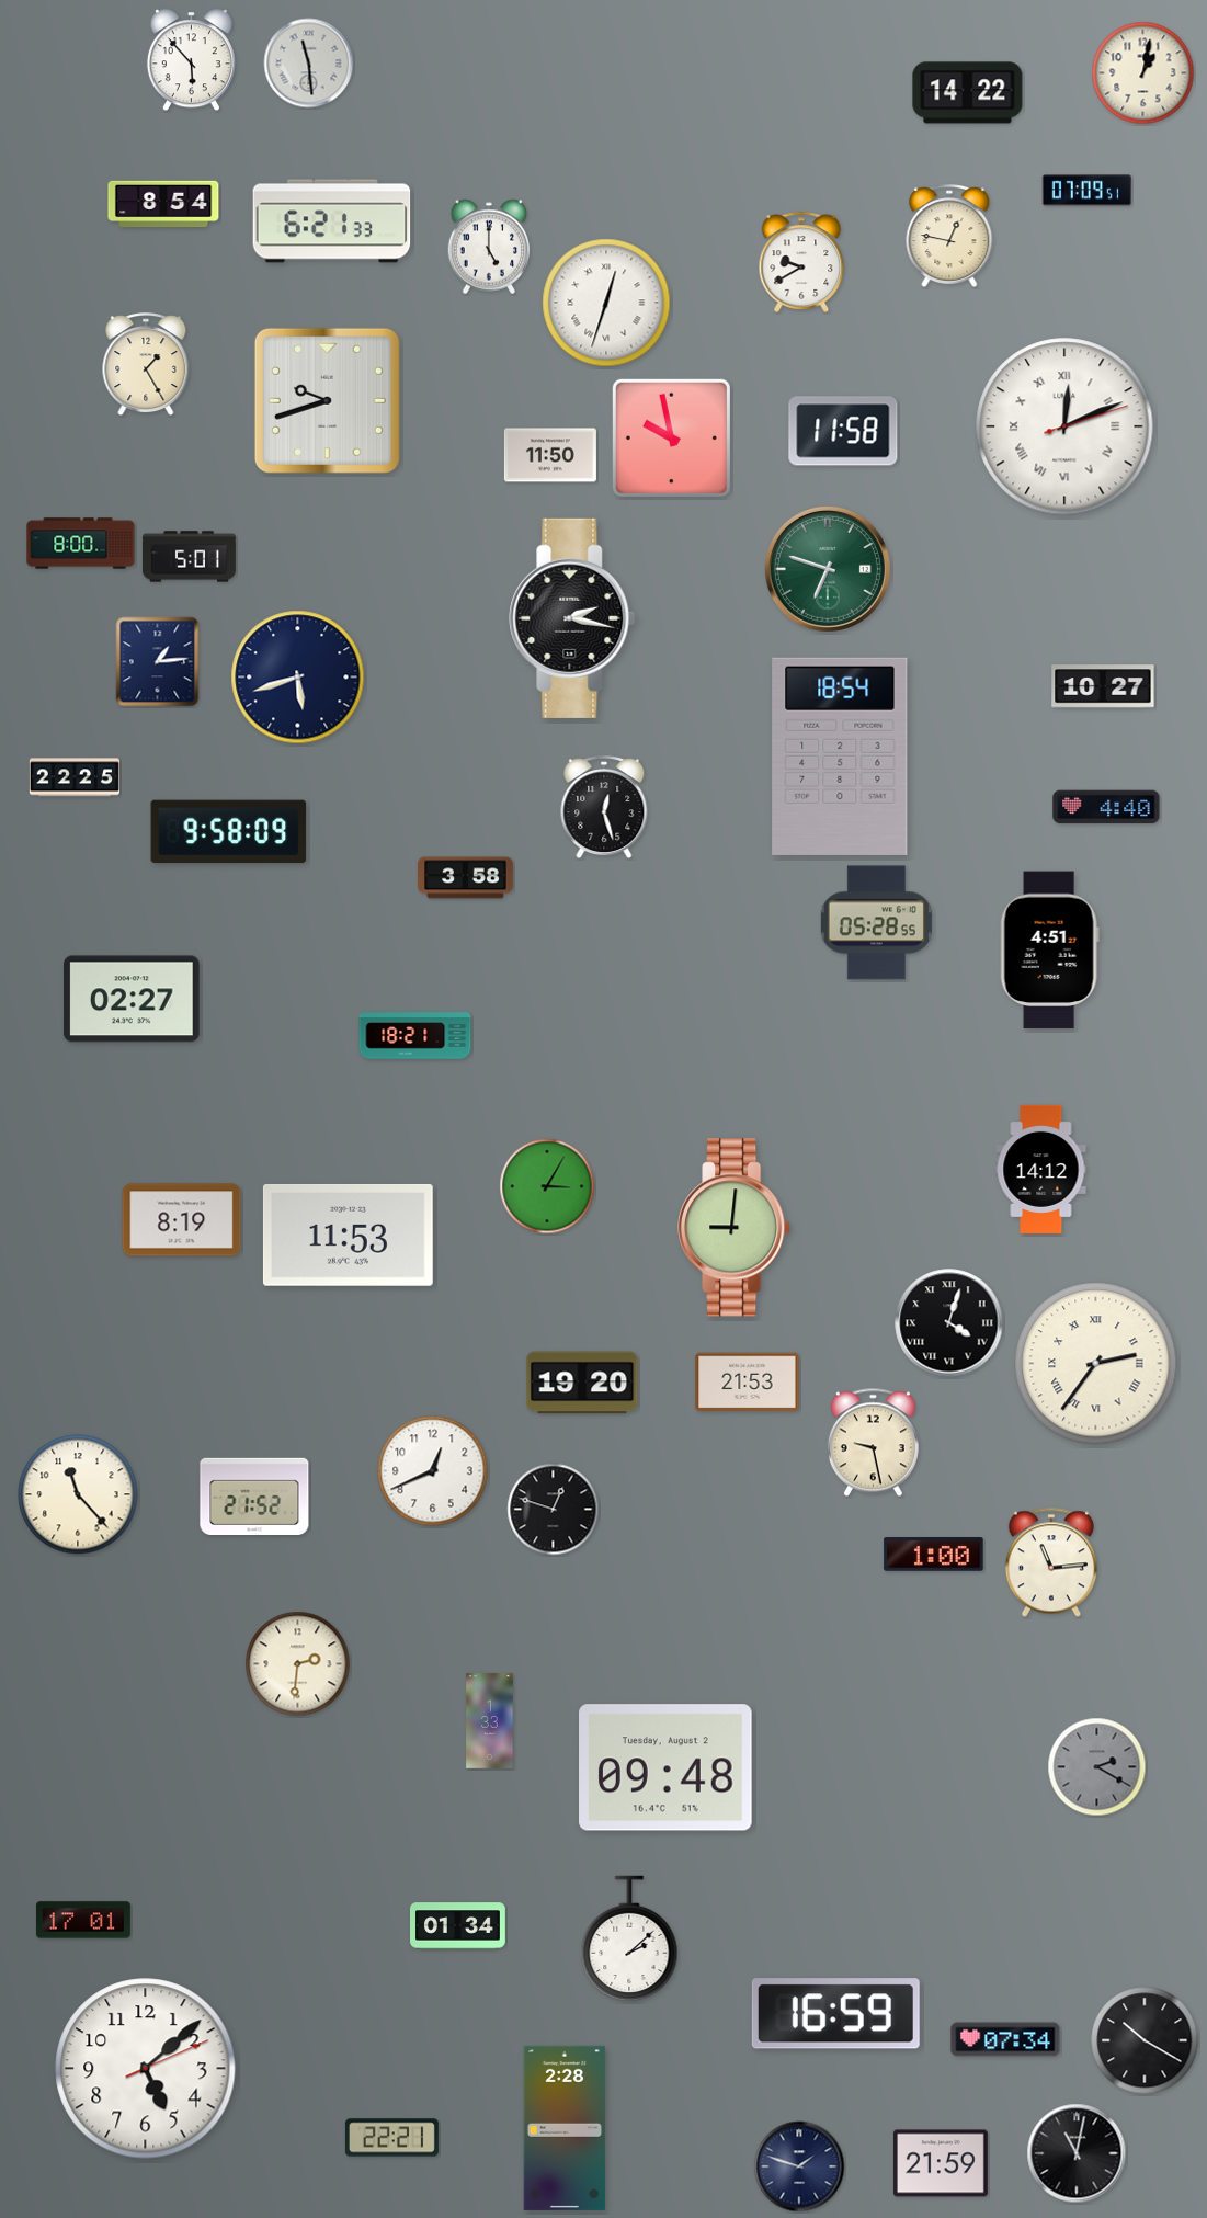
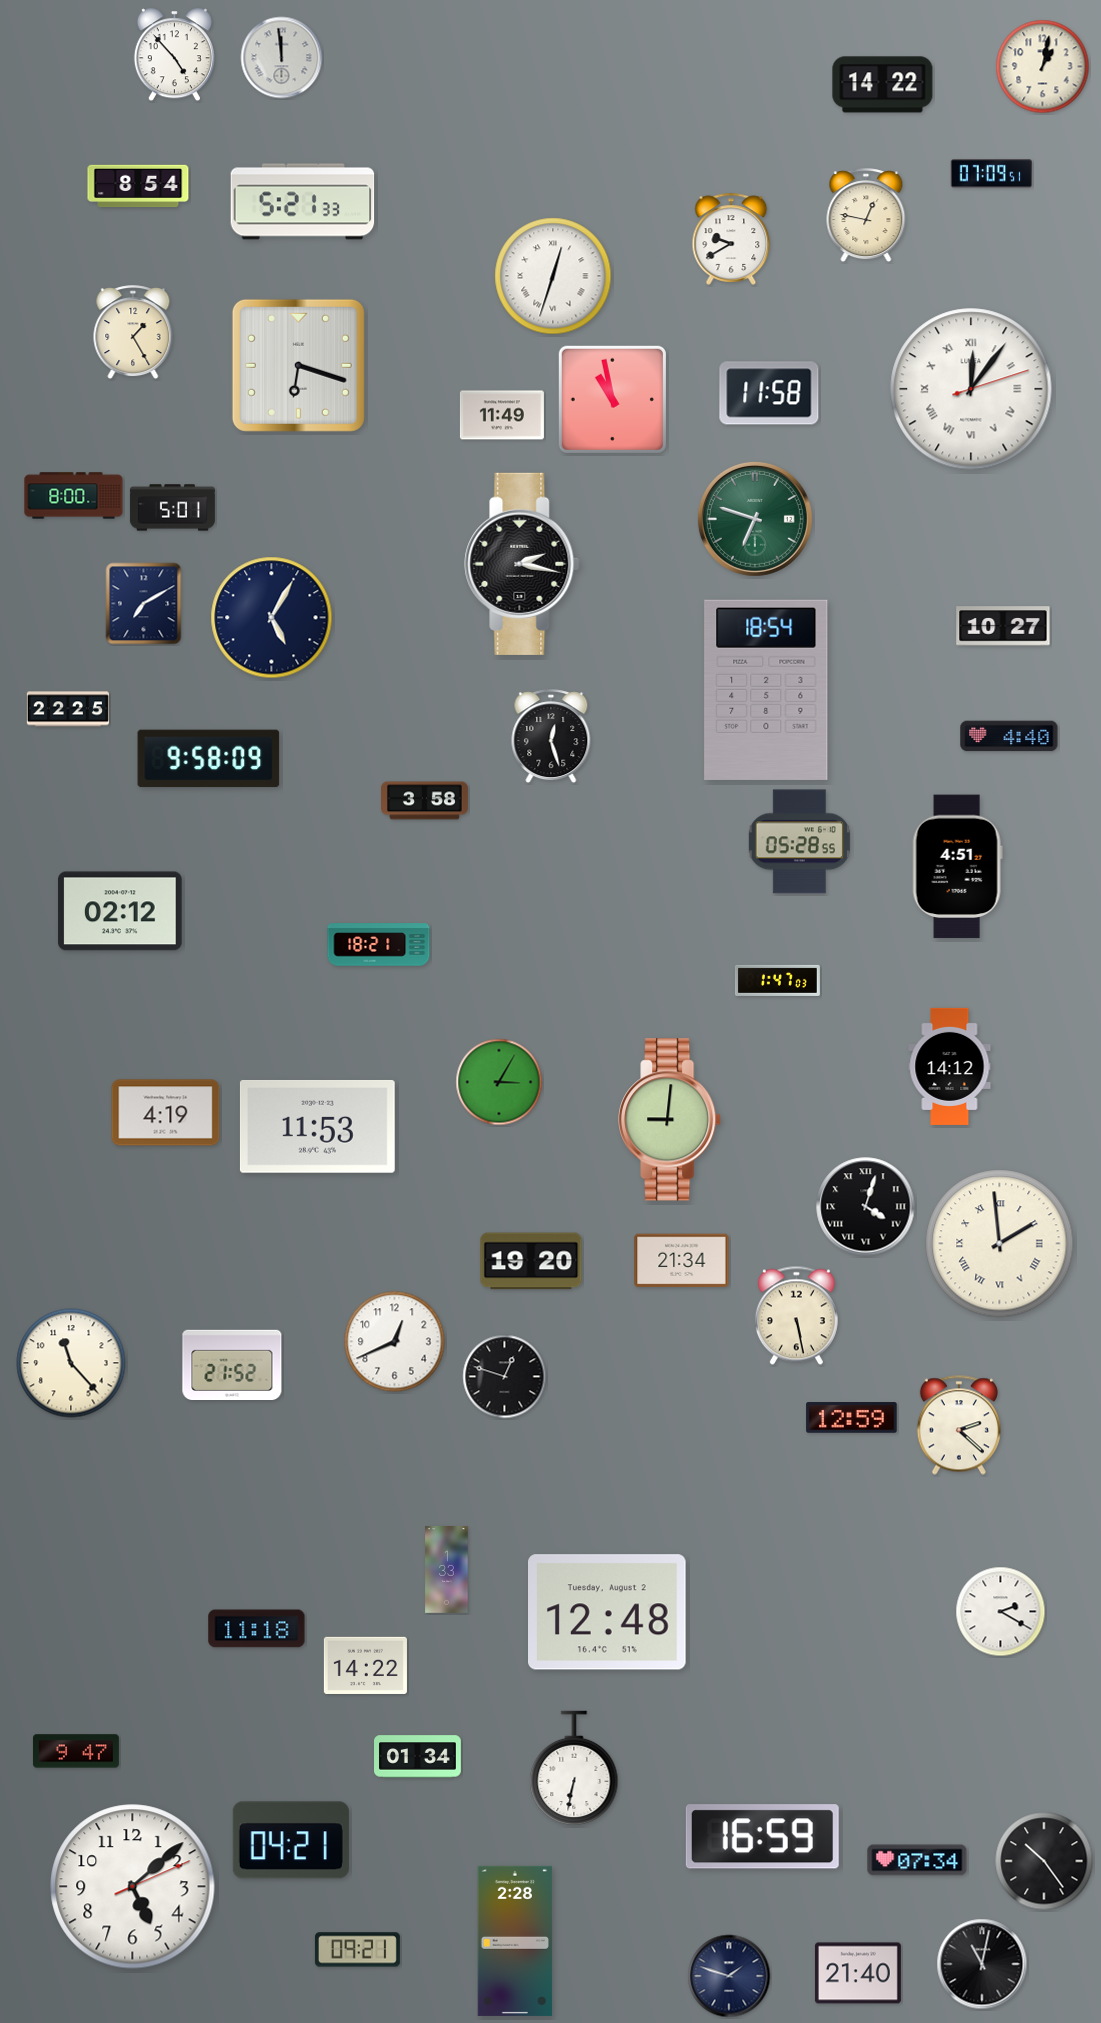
clock at (191, 60): 5:53 -> 4:53
clock at (309, 64): 11:29 -> 11:59
clock at (163, 204) position: (163, 204) -> (138, 186)
clock at (332, 221): 6:21 -> 5:21
clock at (489, 247): 5:00 -> none
clock at (327, 400): 9:42 -> 6:18
clock at (1064, 426): 12:11 -> 12:06
clock at (671, 437): 9:58 -> 10:58
clock at (550, 455): 11:50 -> 11:49
clock at (158, 662): 1:14 -> 7:10
clock at (298, 678): 5:42 -> 5:05
clock at (1103, 686) position: (1103, 686) -> (1003, 626)
clock at (132, 999): 02:27 -> 02:12
clock at (777, 980): none -> 1:47
clock at (182, 1220): 8:19 -> 4:19
clock at (1096, 1364): 2:36 -> 1:59
clock at (748, 1383): 21:53 -> 21:34
clock at (873, 1443): 9:28 -> 5:28
clock at (934, 1555): 1:00 -> 12:59
clock at (1051, 1562): 11:14 -> 2:22
clock at (298, 1664): 2:31 -> none
clock at (667, 1767): 09:48 -> 12:48
clock at (1097, 1767) dial: grey -> white
clock at (257, 1629): none -> 11:18
clock at (365, 1665): none -> 14:22
clock at (83, 1920): 17:01 -> 9:47
clock at (629, 1938): 2:08 -> 6:32
clock at (291, 1840): none -> 04:21
clock at (1145, 2040): 10:20 -> 10:24
clock at (391, 2138): 22:21 -> 09:21
clock at (941, 2163): 21:59 -> 21:40
